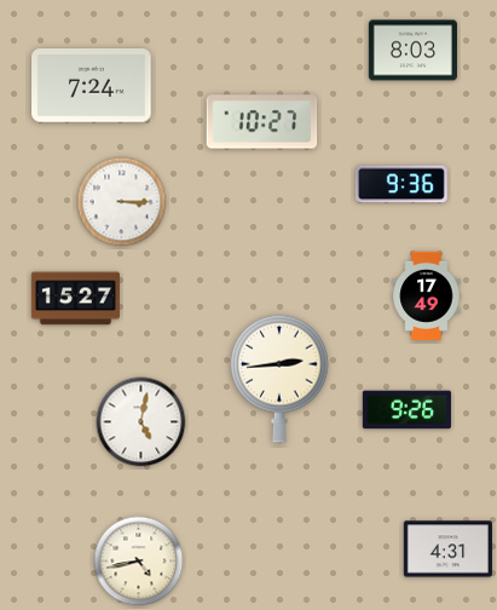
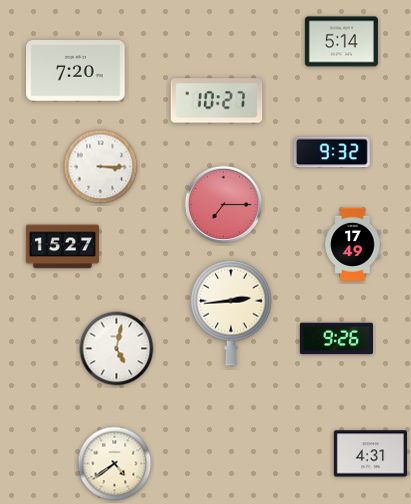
clock at (412, 51): 8:03 -> 5:14
clock at (92, 86): 7:24 -> 7:20
clock at (401, 184): 9:36 -> 9:32
clock at (224, 205): none -> 7:15
clock at (139, 562): 4:43 -> 4:39
